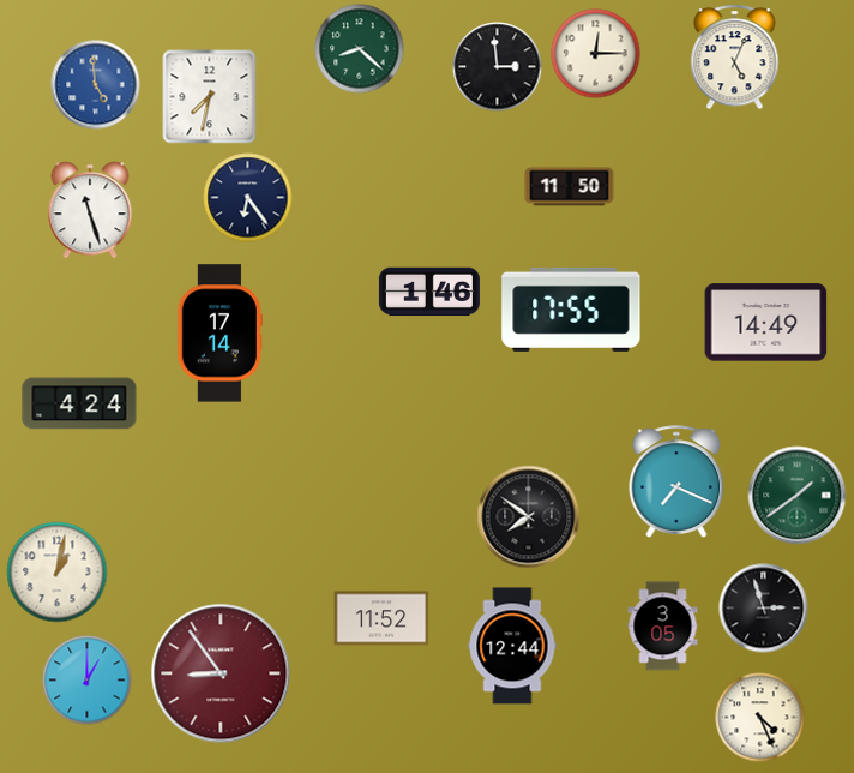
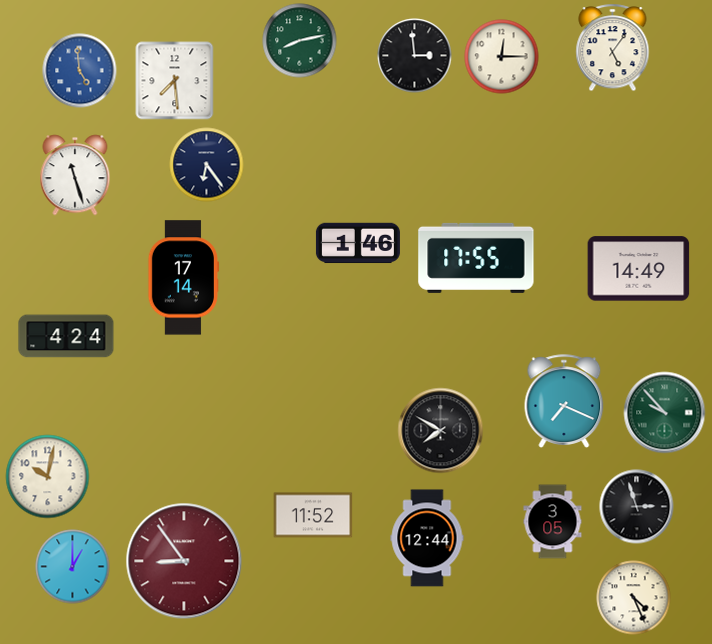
clock at (360, 49): 8:22 -> 8:13
clock at (596, 54) position: (596, 54) -> (502, 57)
clock at (735, 58): 5:04 -> 5:06
clock at (210, 97): 7:32 -> 7:29
clock at (570, 187): 11:50 -> none
clock at (798, 496): 1:39 -> 9:53
clock at (529, 517): 7:51 -> 7:50
clock at (58, 573): 1:02 -> 10:02
clock at (381, 618) position: (381, 618) -> (313, 515)
